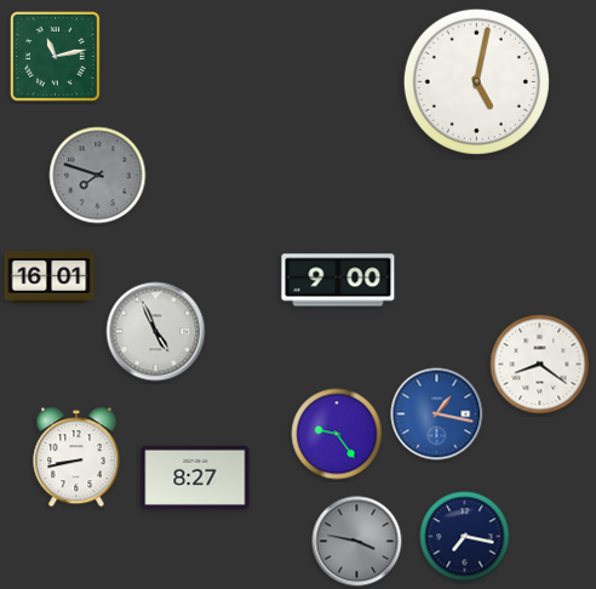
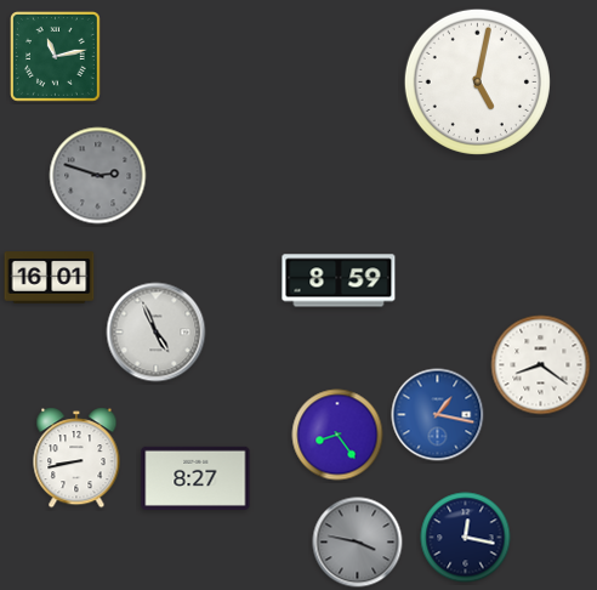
clock at (98, 176): 7:48 -> 2:48
clock at (338, 280): 9:00 -> 8:59
clock at (337, 434): 9:24 -> 8:24
clock at (465, 537): 7:17 -> 12:17
